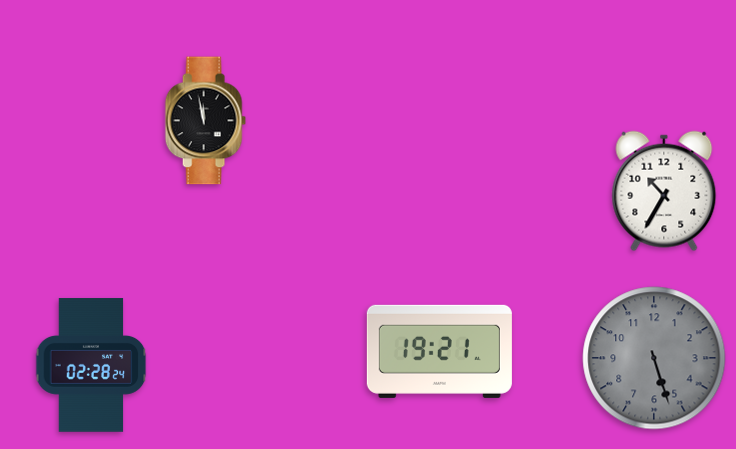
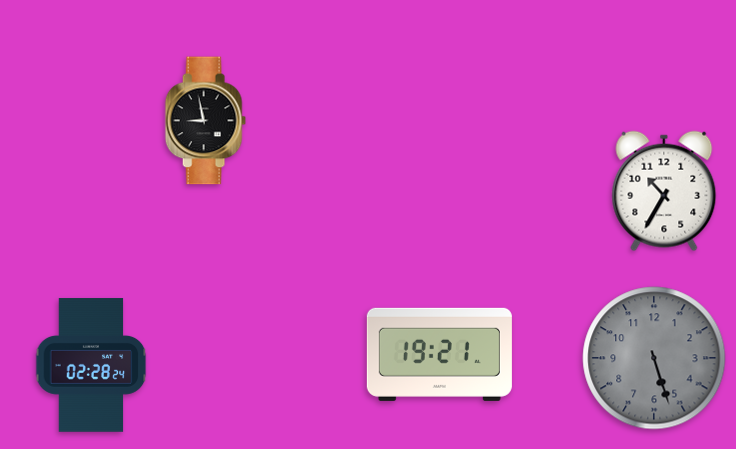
clock at (205, 121): 11:58 -> 8:58
clock at (439, 351) position: (439, 351) -> (439, 354)
